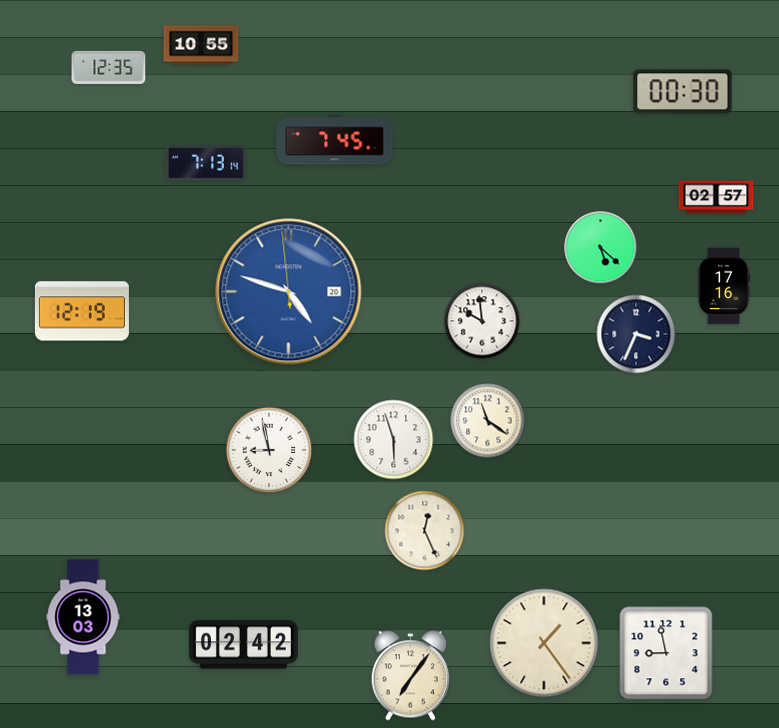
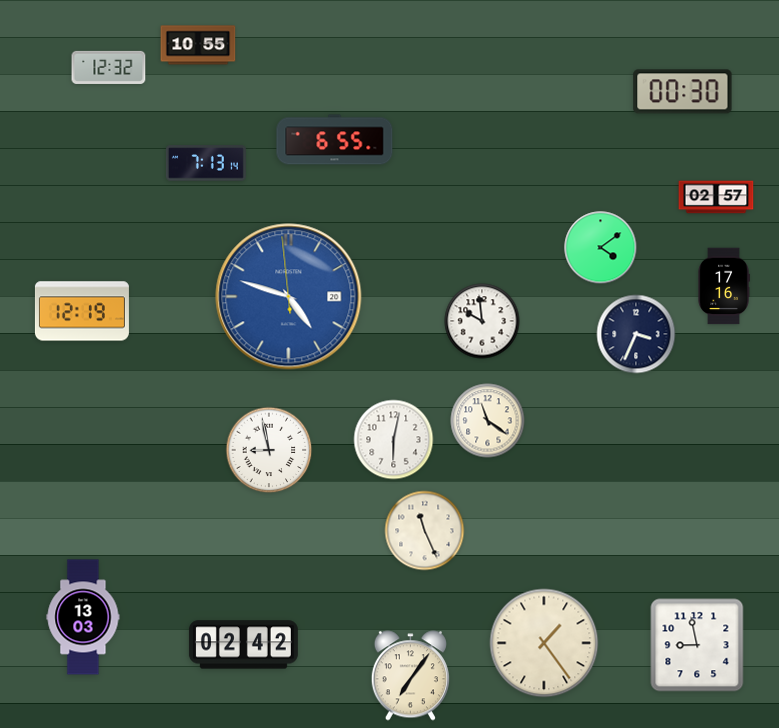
clock at (201, 45) position: (201, 45) -> (198, 45)
clock at (109, 67): 12:35 -> 12:32
clock at (335, 140): 7:45 -> 6:55
clock at (601, 248): 5:22 -> 4:09
clock at (289, 292) position: (289, 292) -> (289, 297)
clock at (394, 440): 5:57 -> 6:02
clock at (425, 531): 12:26 -> 11:26
clock at (666, 653) position: (666, 653) -> (697, 645)
